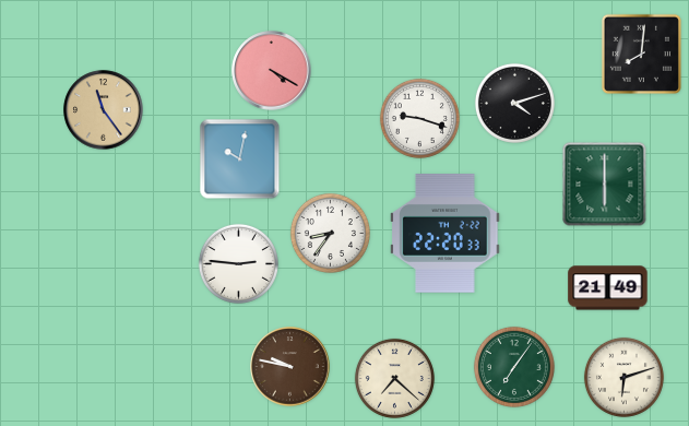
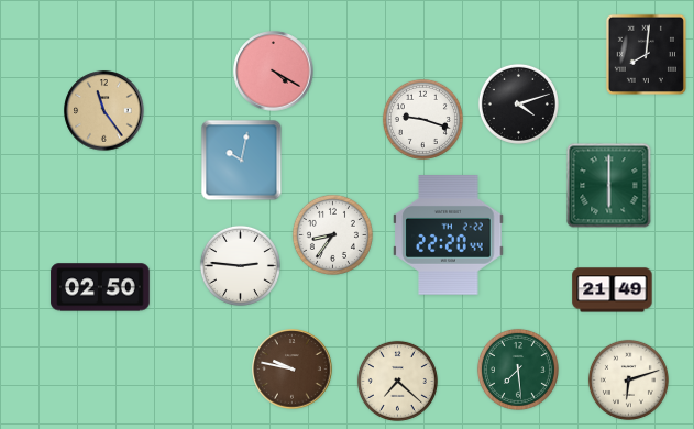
clock at (446, 234): 22:20:33 -> 22:20:44
clock at (100, 287): none -> 02:50
clock at (514, 367): 7:06 -> 7:29
